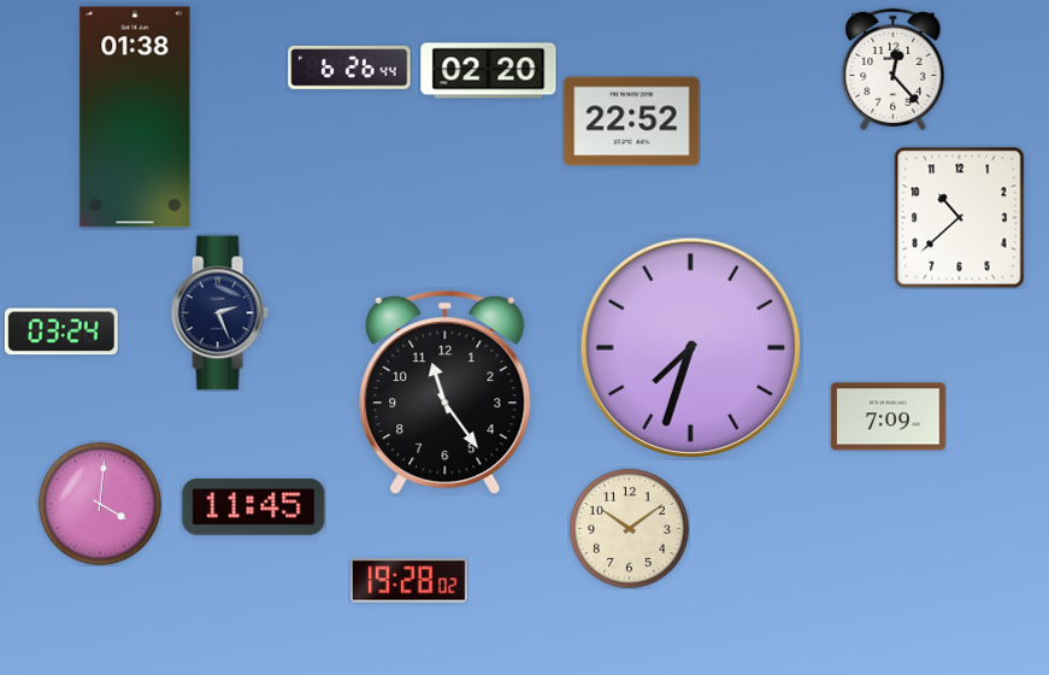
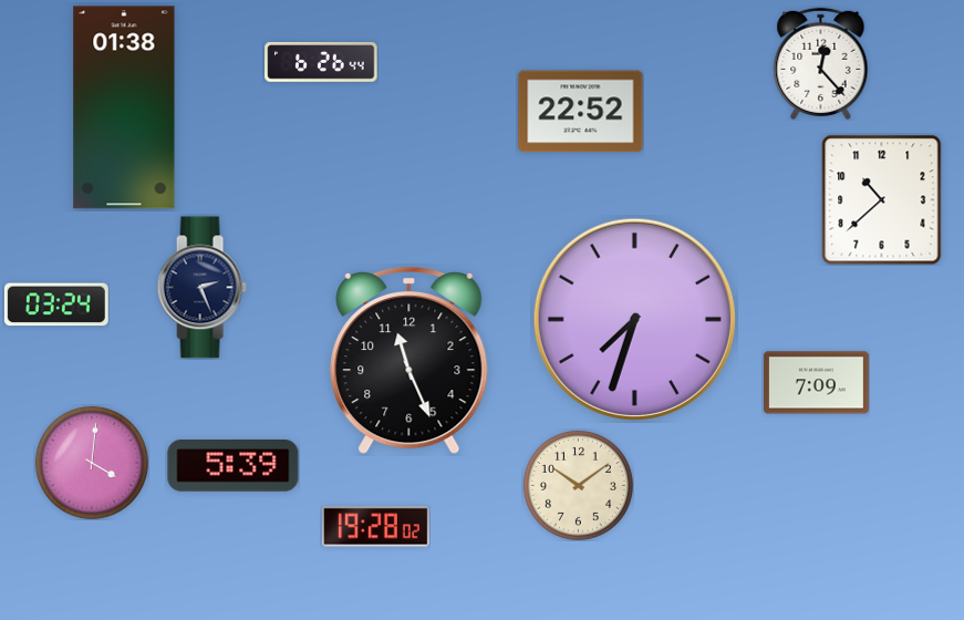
clock at (489, 71): 02:20 -> none
clock at (446, 393): 11:24 -> 11:26
clock at (254, 507): 11:45 -> 5:39
clock at (409, 581) position: (409, 581) -> (376, 527)
